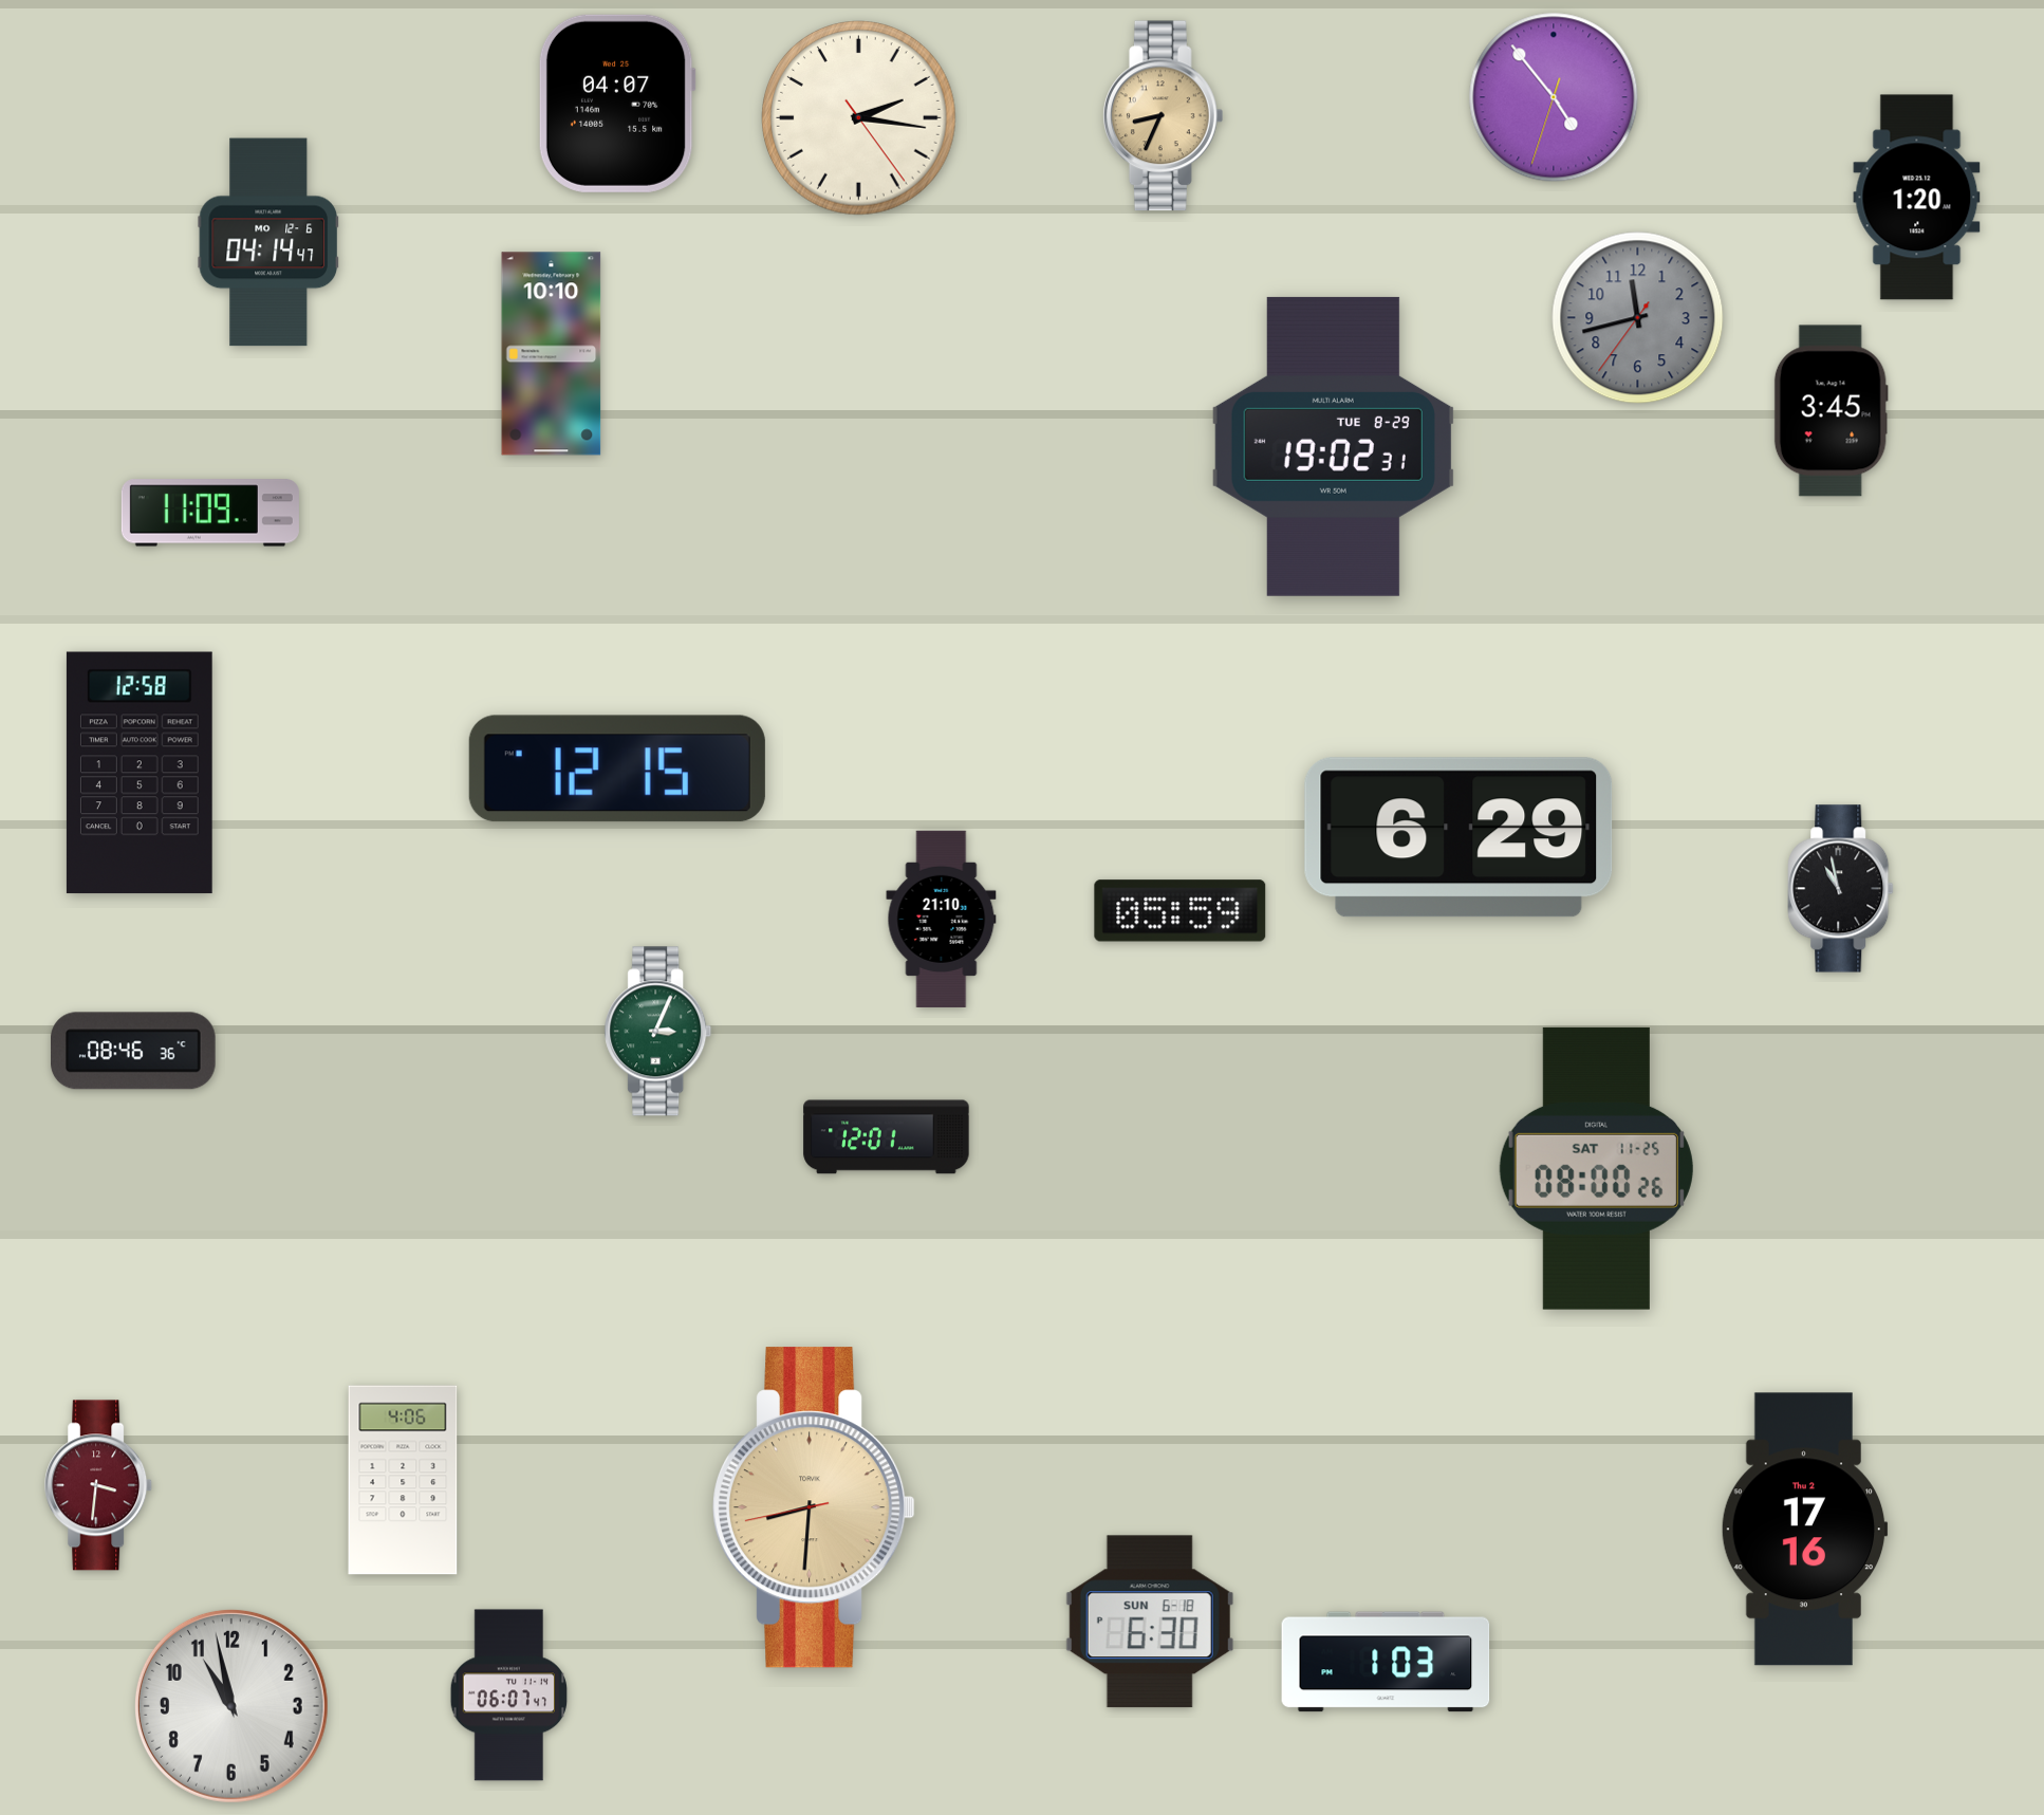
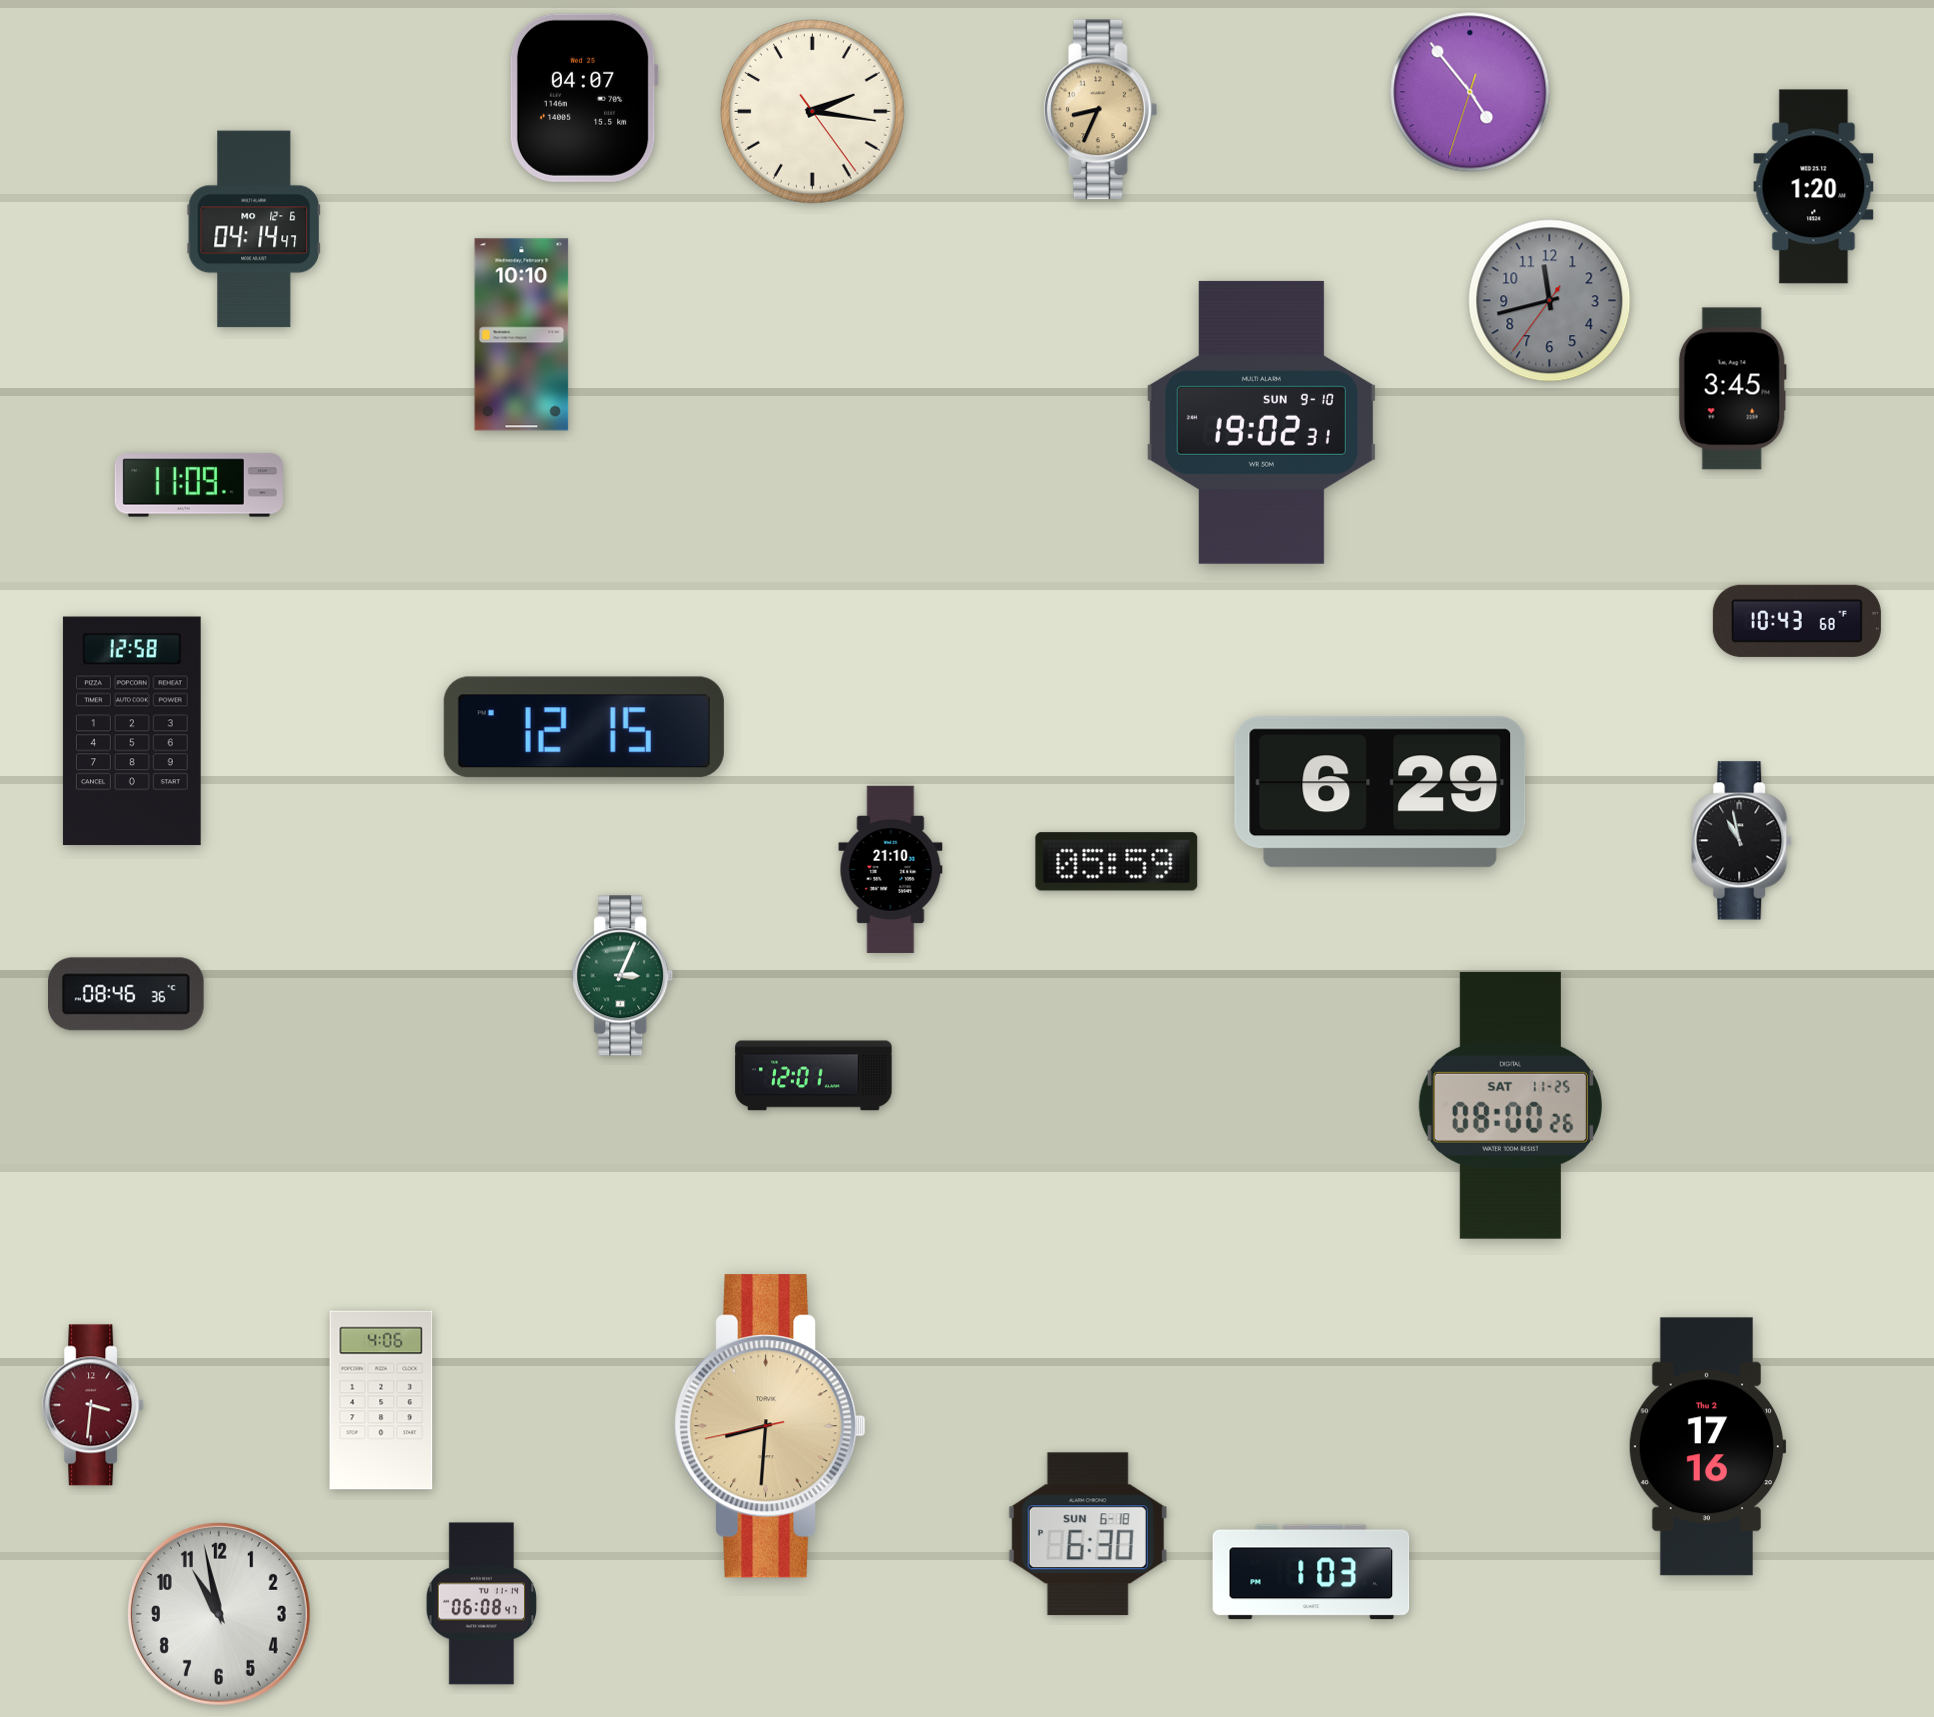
clock at (1333, 446) date: TUE 8-29 -> SUN 9-10
clock at (1797, 621): none -> 10:43
clock at (887, 1137) position: (887, 1137) -> (814, 1076)
clock at (509, 1696): 06:07 -> 06:08
